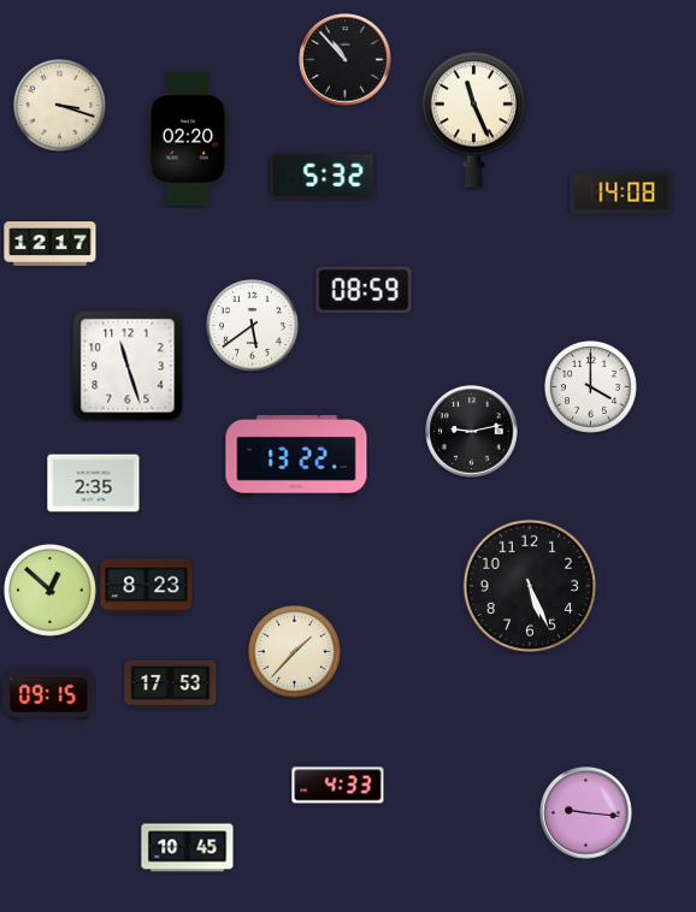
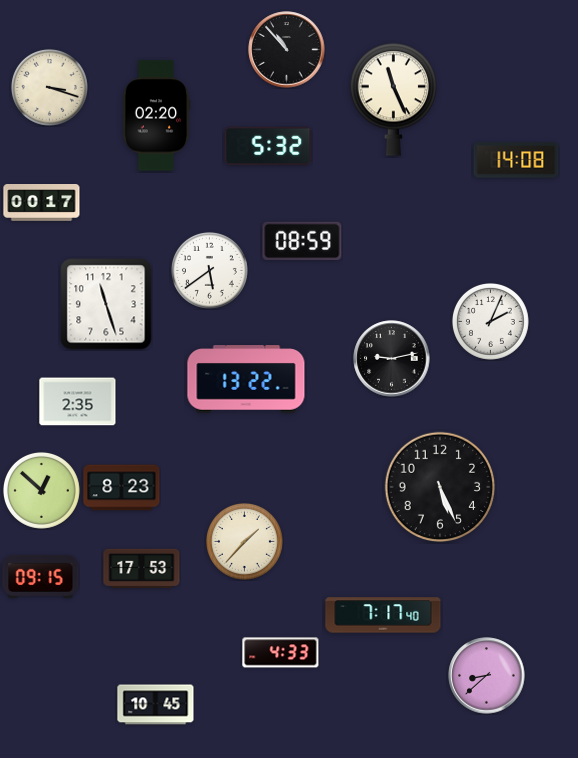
clock at (51, 244): 12:17 -> 00:17
clock at (590, 386): 4:00 -> 2:04
clock at (383, 615): none -> 7:17
clock at (586, 813): 9:16 -> 8:38
